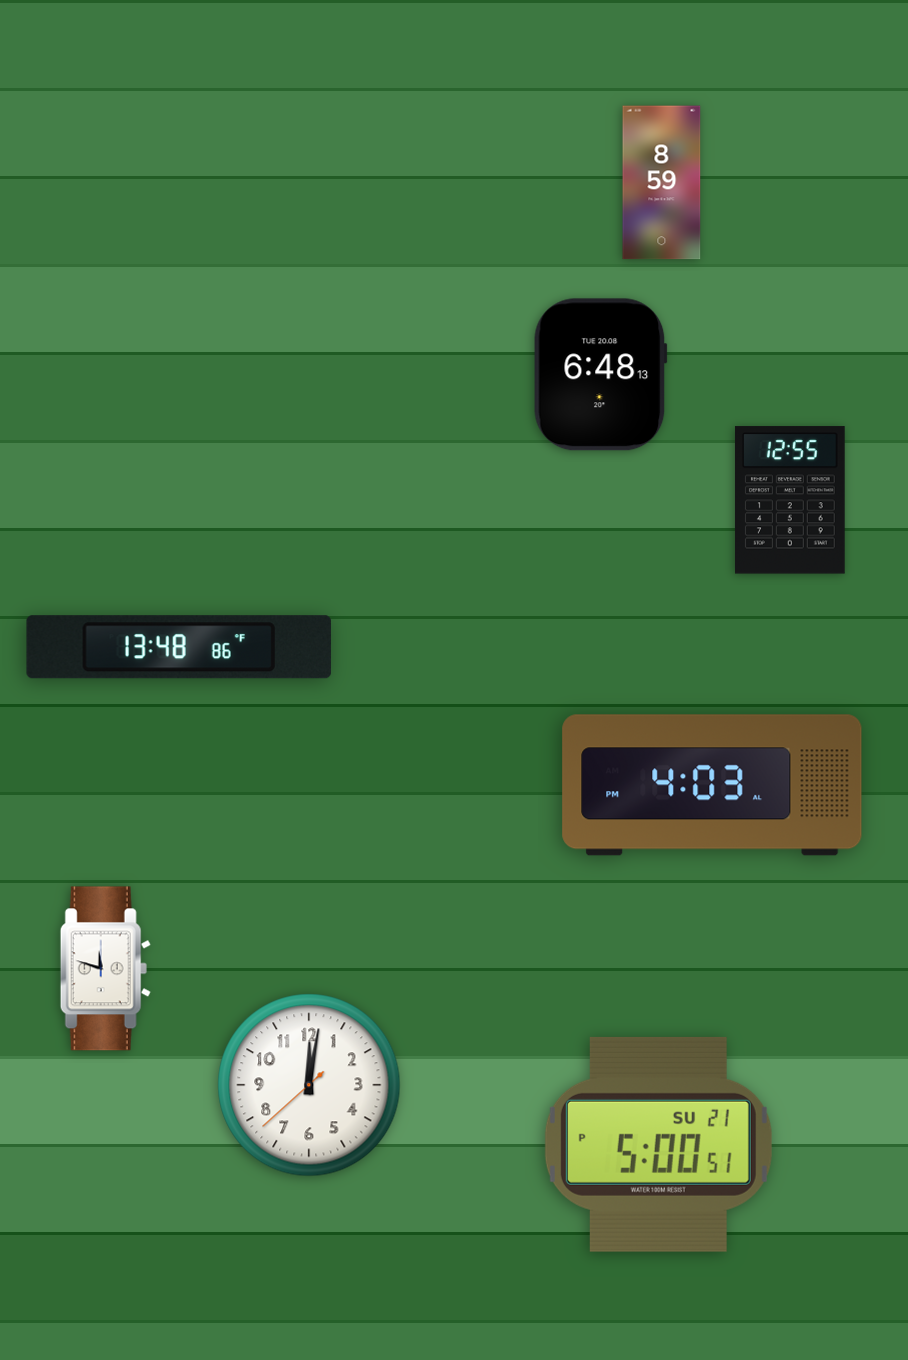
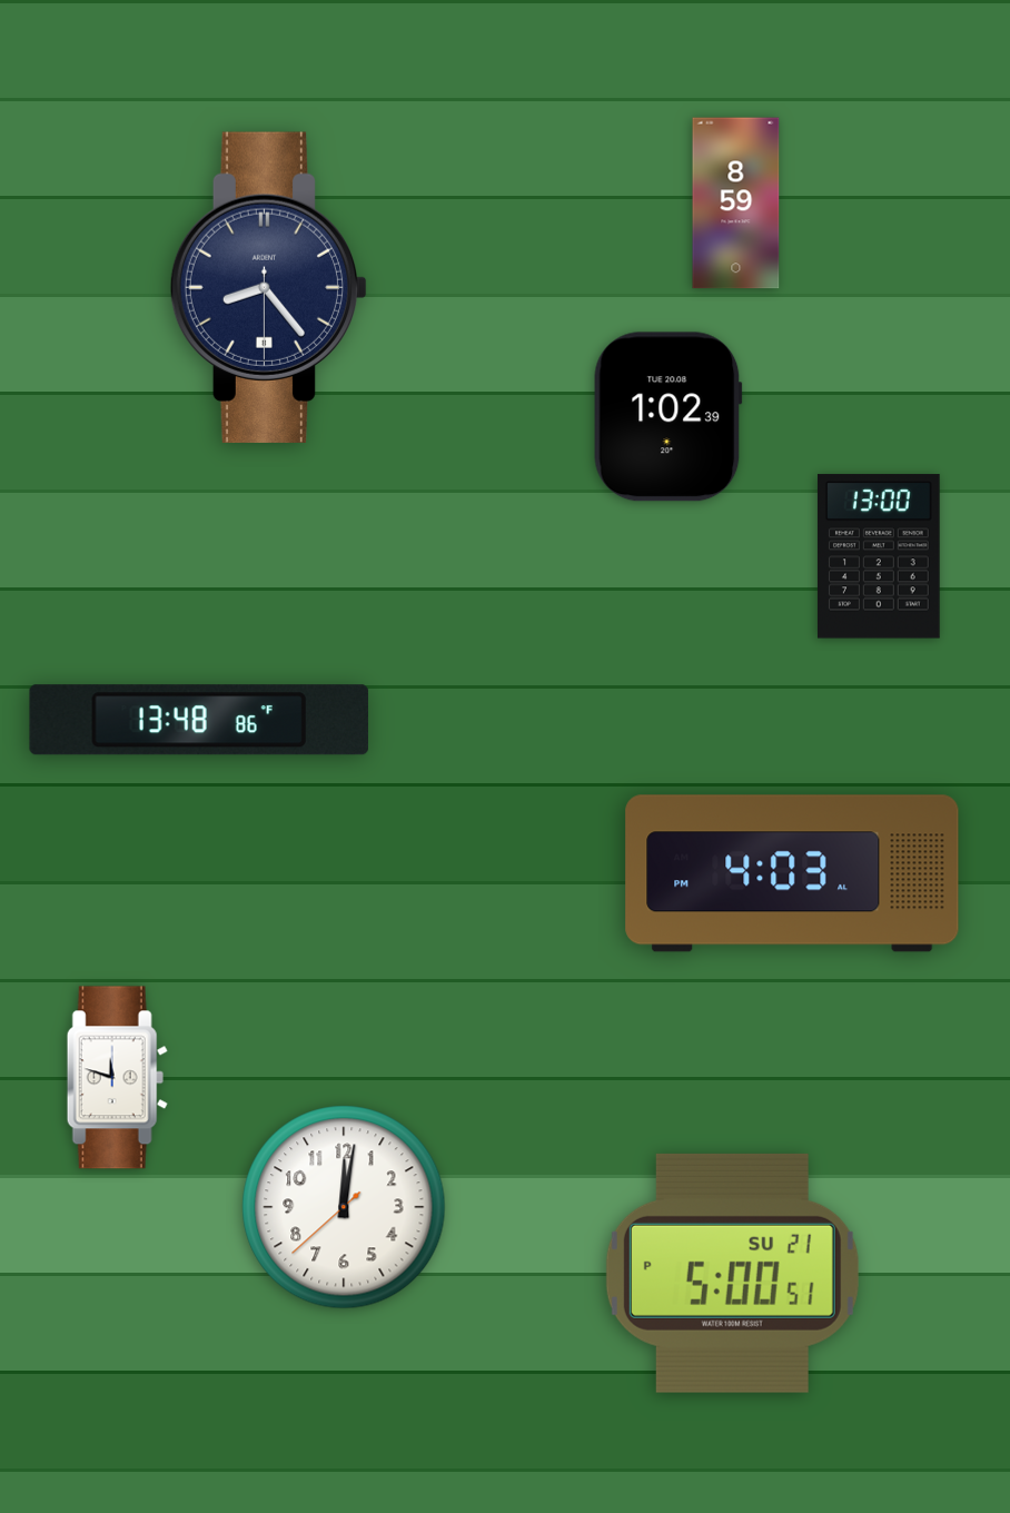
clock at (269, 287): none -> 8:23
clock at (600, 375): 6:48 -> 1:02
clock at (790, 500): 12:55 -> 13:00
